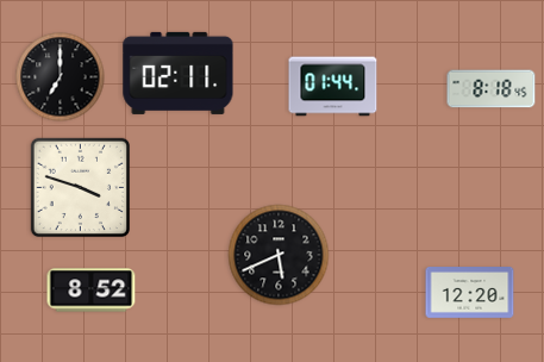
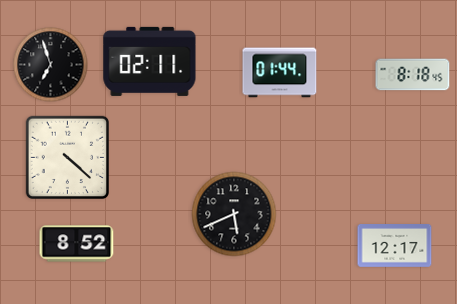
clock at (61, 77): 7:00 -> 6:57
clock at (80, 187): 3:48 -> 4:22
clock at (470, 293): 12:20 -> 12:17
